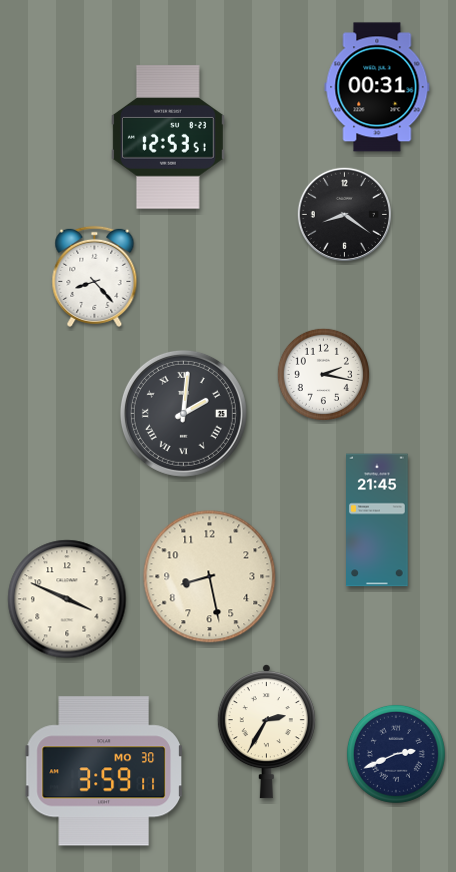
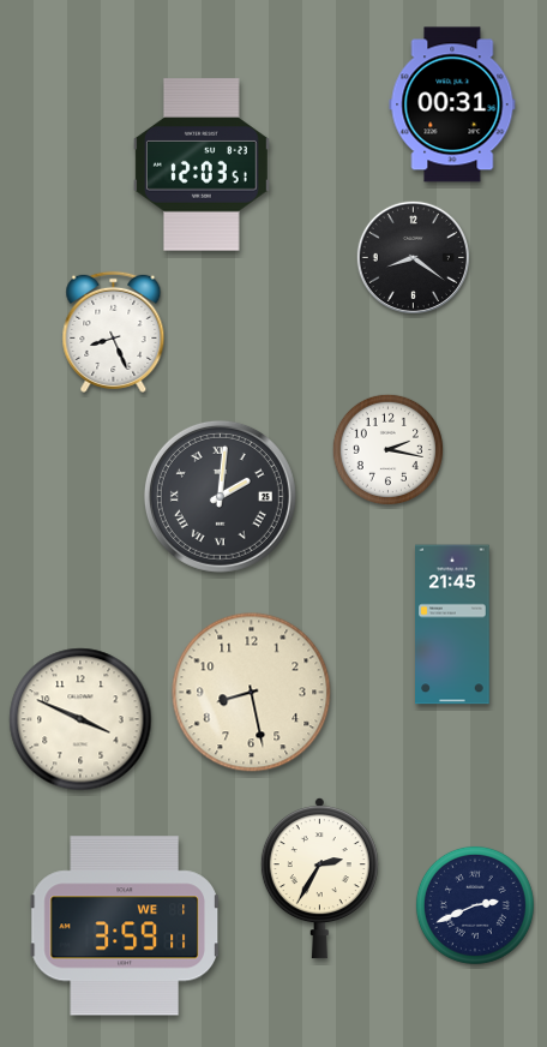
clock at (168, 137): 12:53 -> 12:03
clock at (95, 276): 8:23 -> 8:26
clock at (104, 771) date: MO 30 -> WE 1
